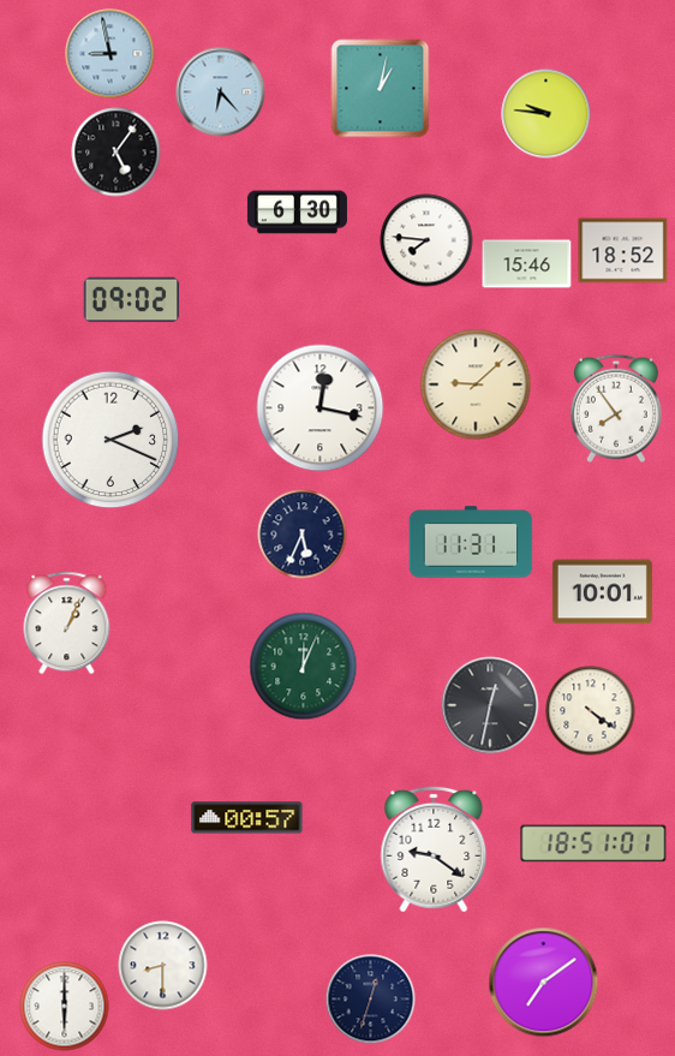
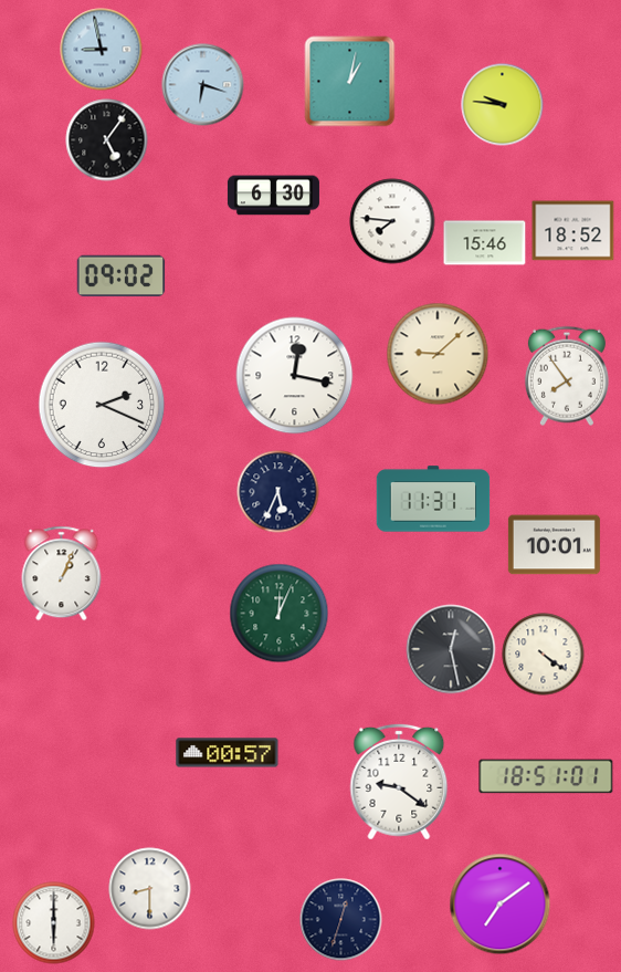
clock at (221, 93): 6:23 -> 6:18
clock at (490, 705): 12:32 -> 12:28
clock at (65, 1007) position: (65, 1007) -> (54, 923)
